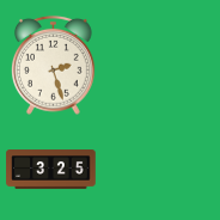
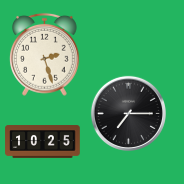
clock at (128, 113): none -> 7:15
clock at (51, 170): 3:25 -> 10:25
